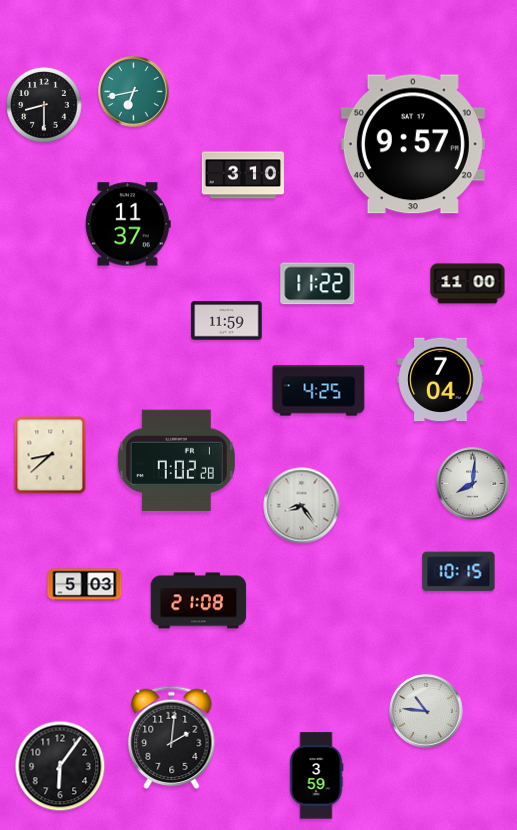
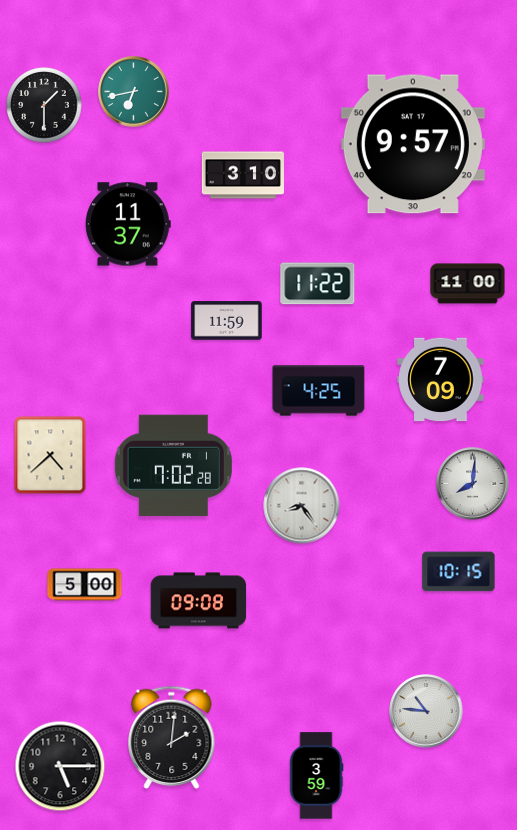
clock at (44, 105): 8:30 -> 1:30
clock at (441, 380): 7:04 -> 7:09
clock at (50, 455): 8:38 -> 4:38
clock at (176, 461) position: (176, 461) -> (173, 466)
clock at (85, 585): 5:03 -> 5:00
clock at (199, 601): 21:08 -> 09:08
clock at (60, 766): 6:06 -> 5:15
